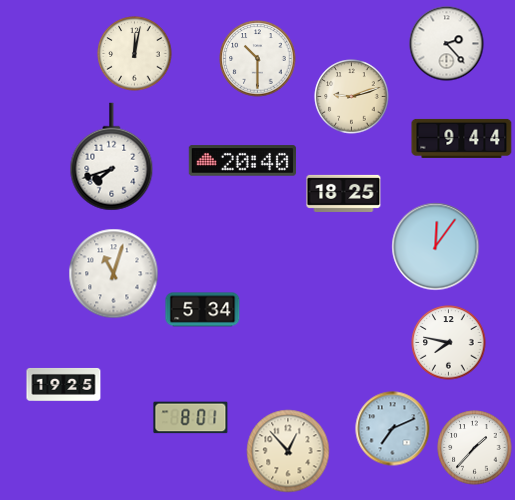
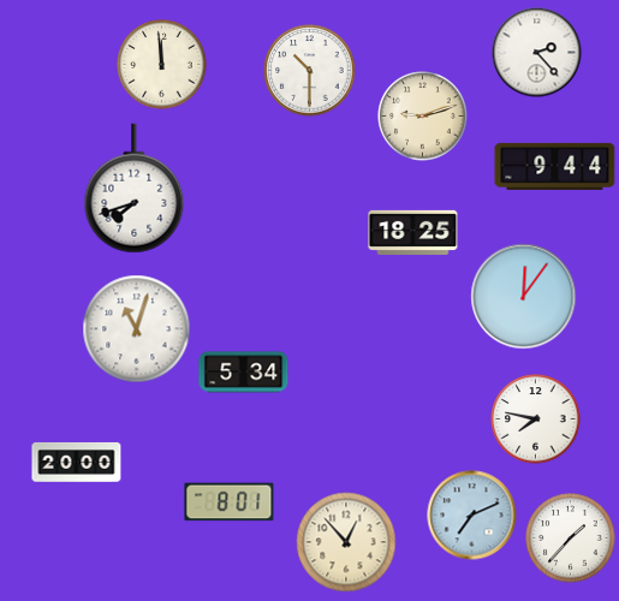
clock at (135, 54): 12:02 -> 11:59
clock at (242, 161): 20:40 -> none
clock at (449, 343) position: (449, 343) -> (536, 419)
clock at (64, 385): 19:25 -> 20:00
